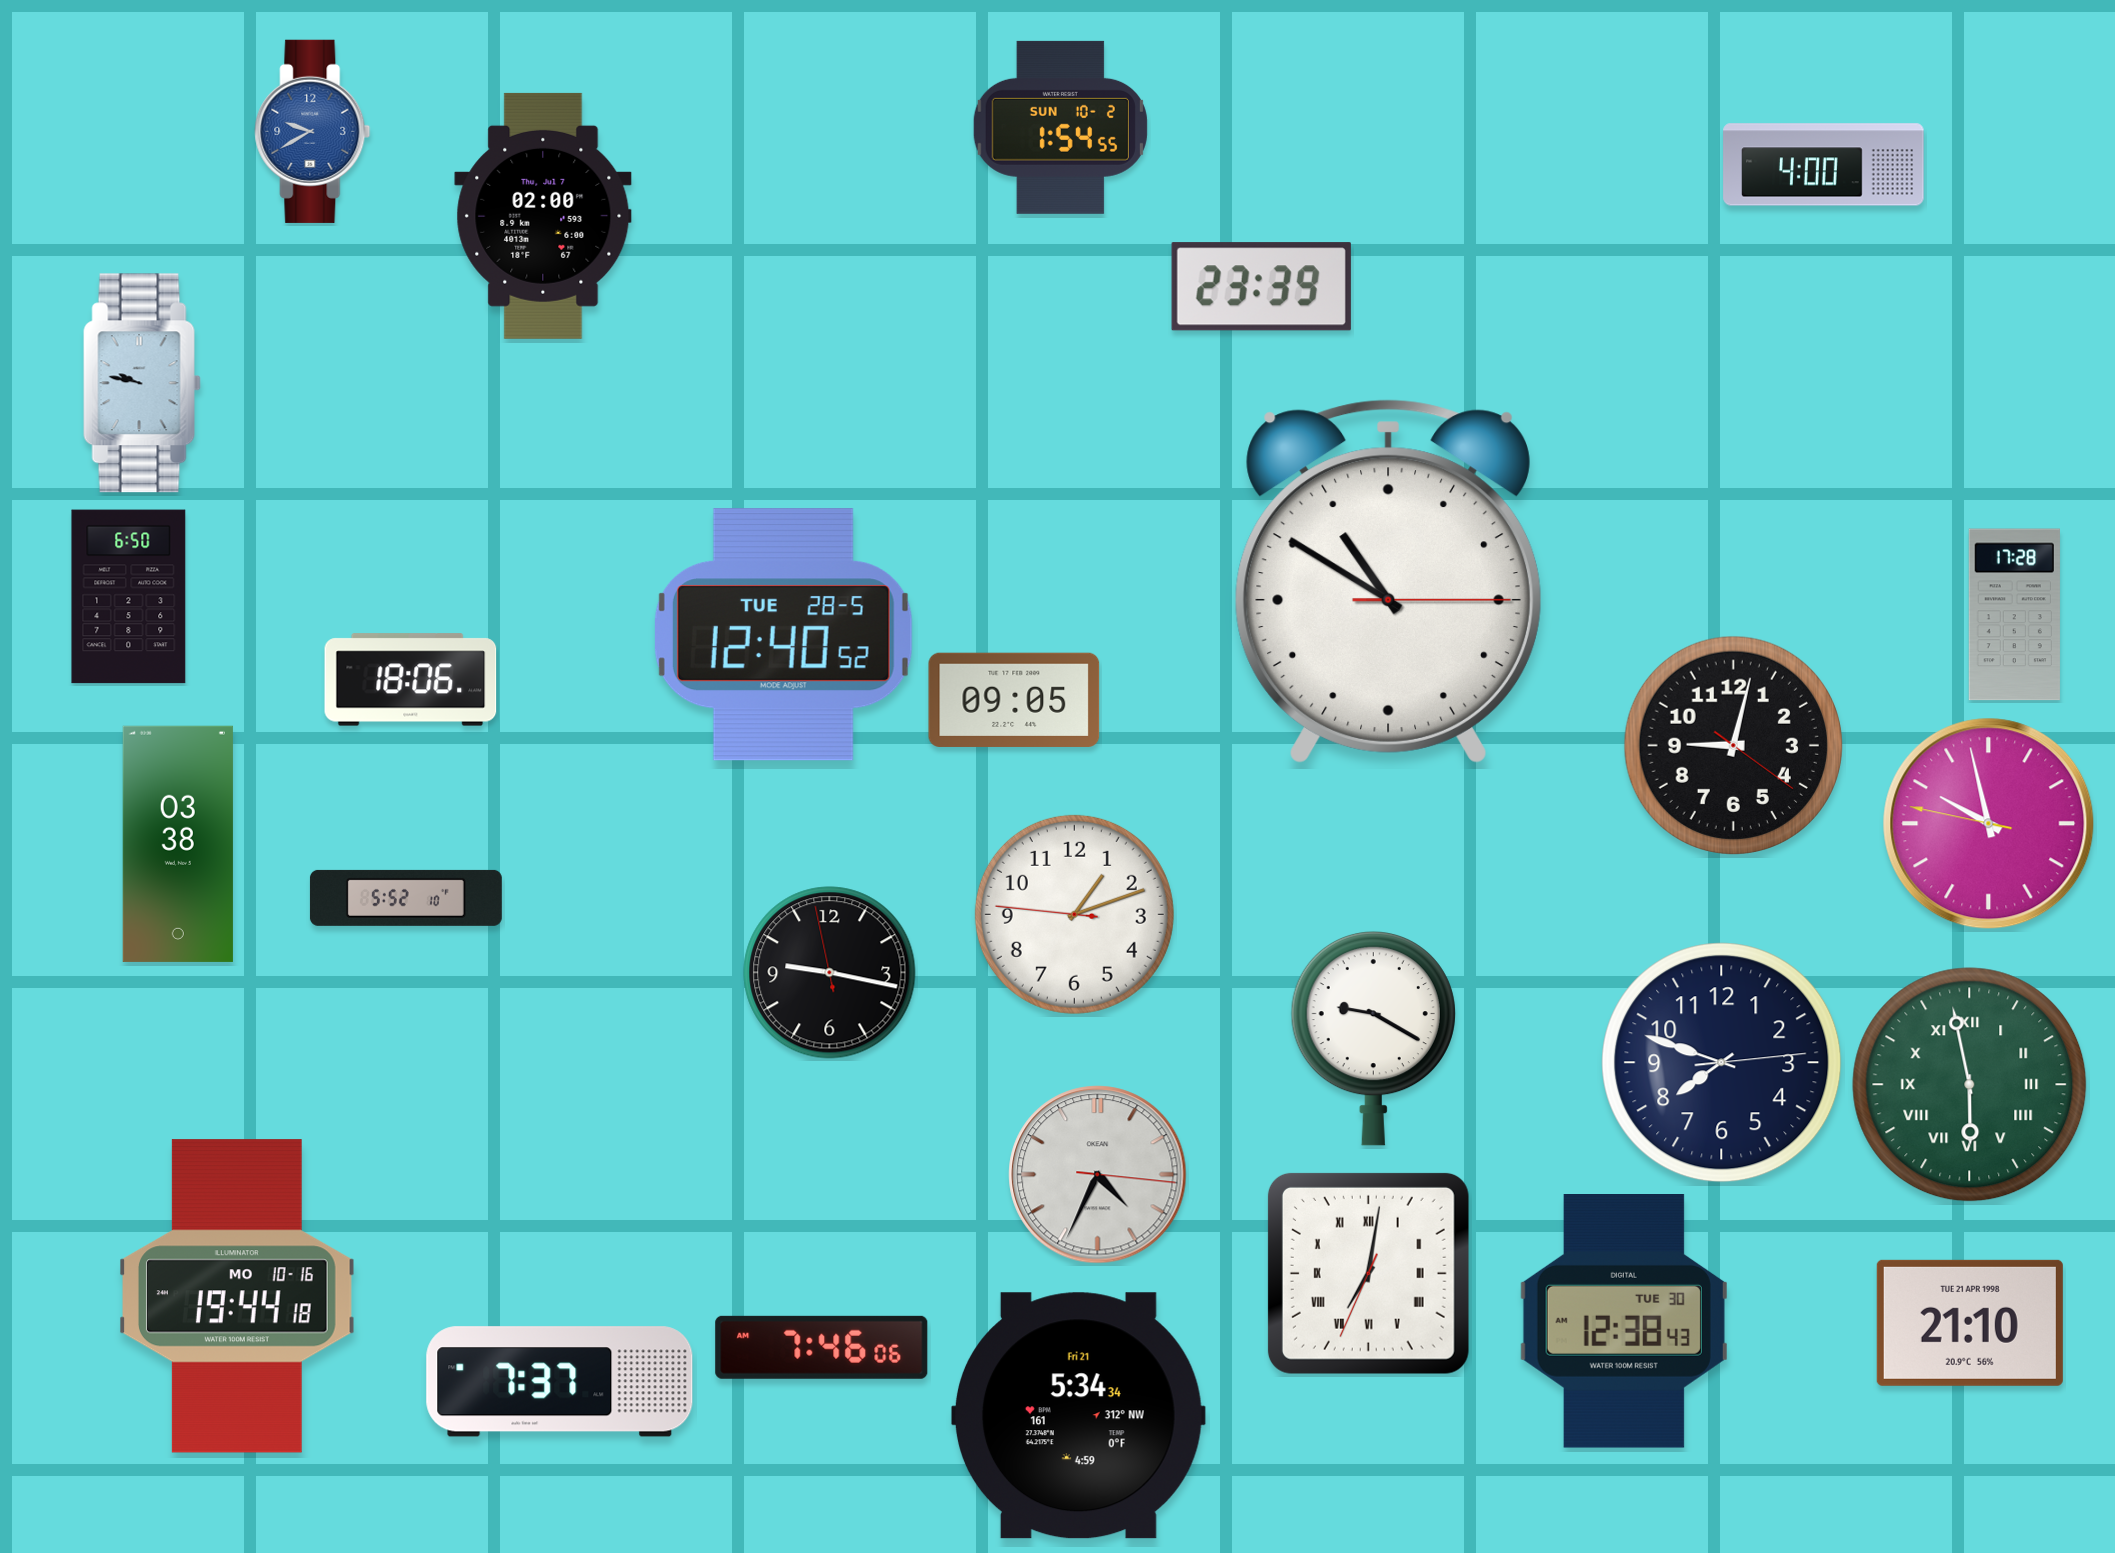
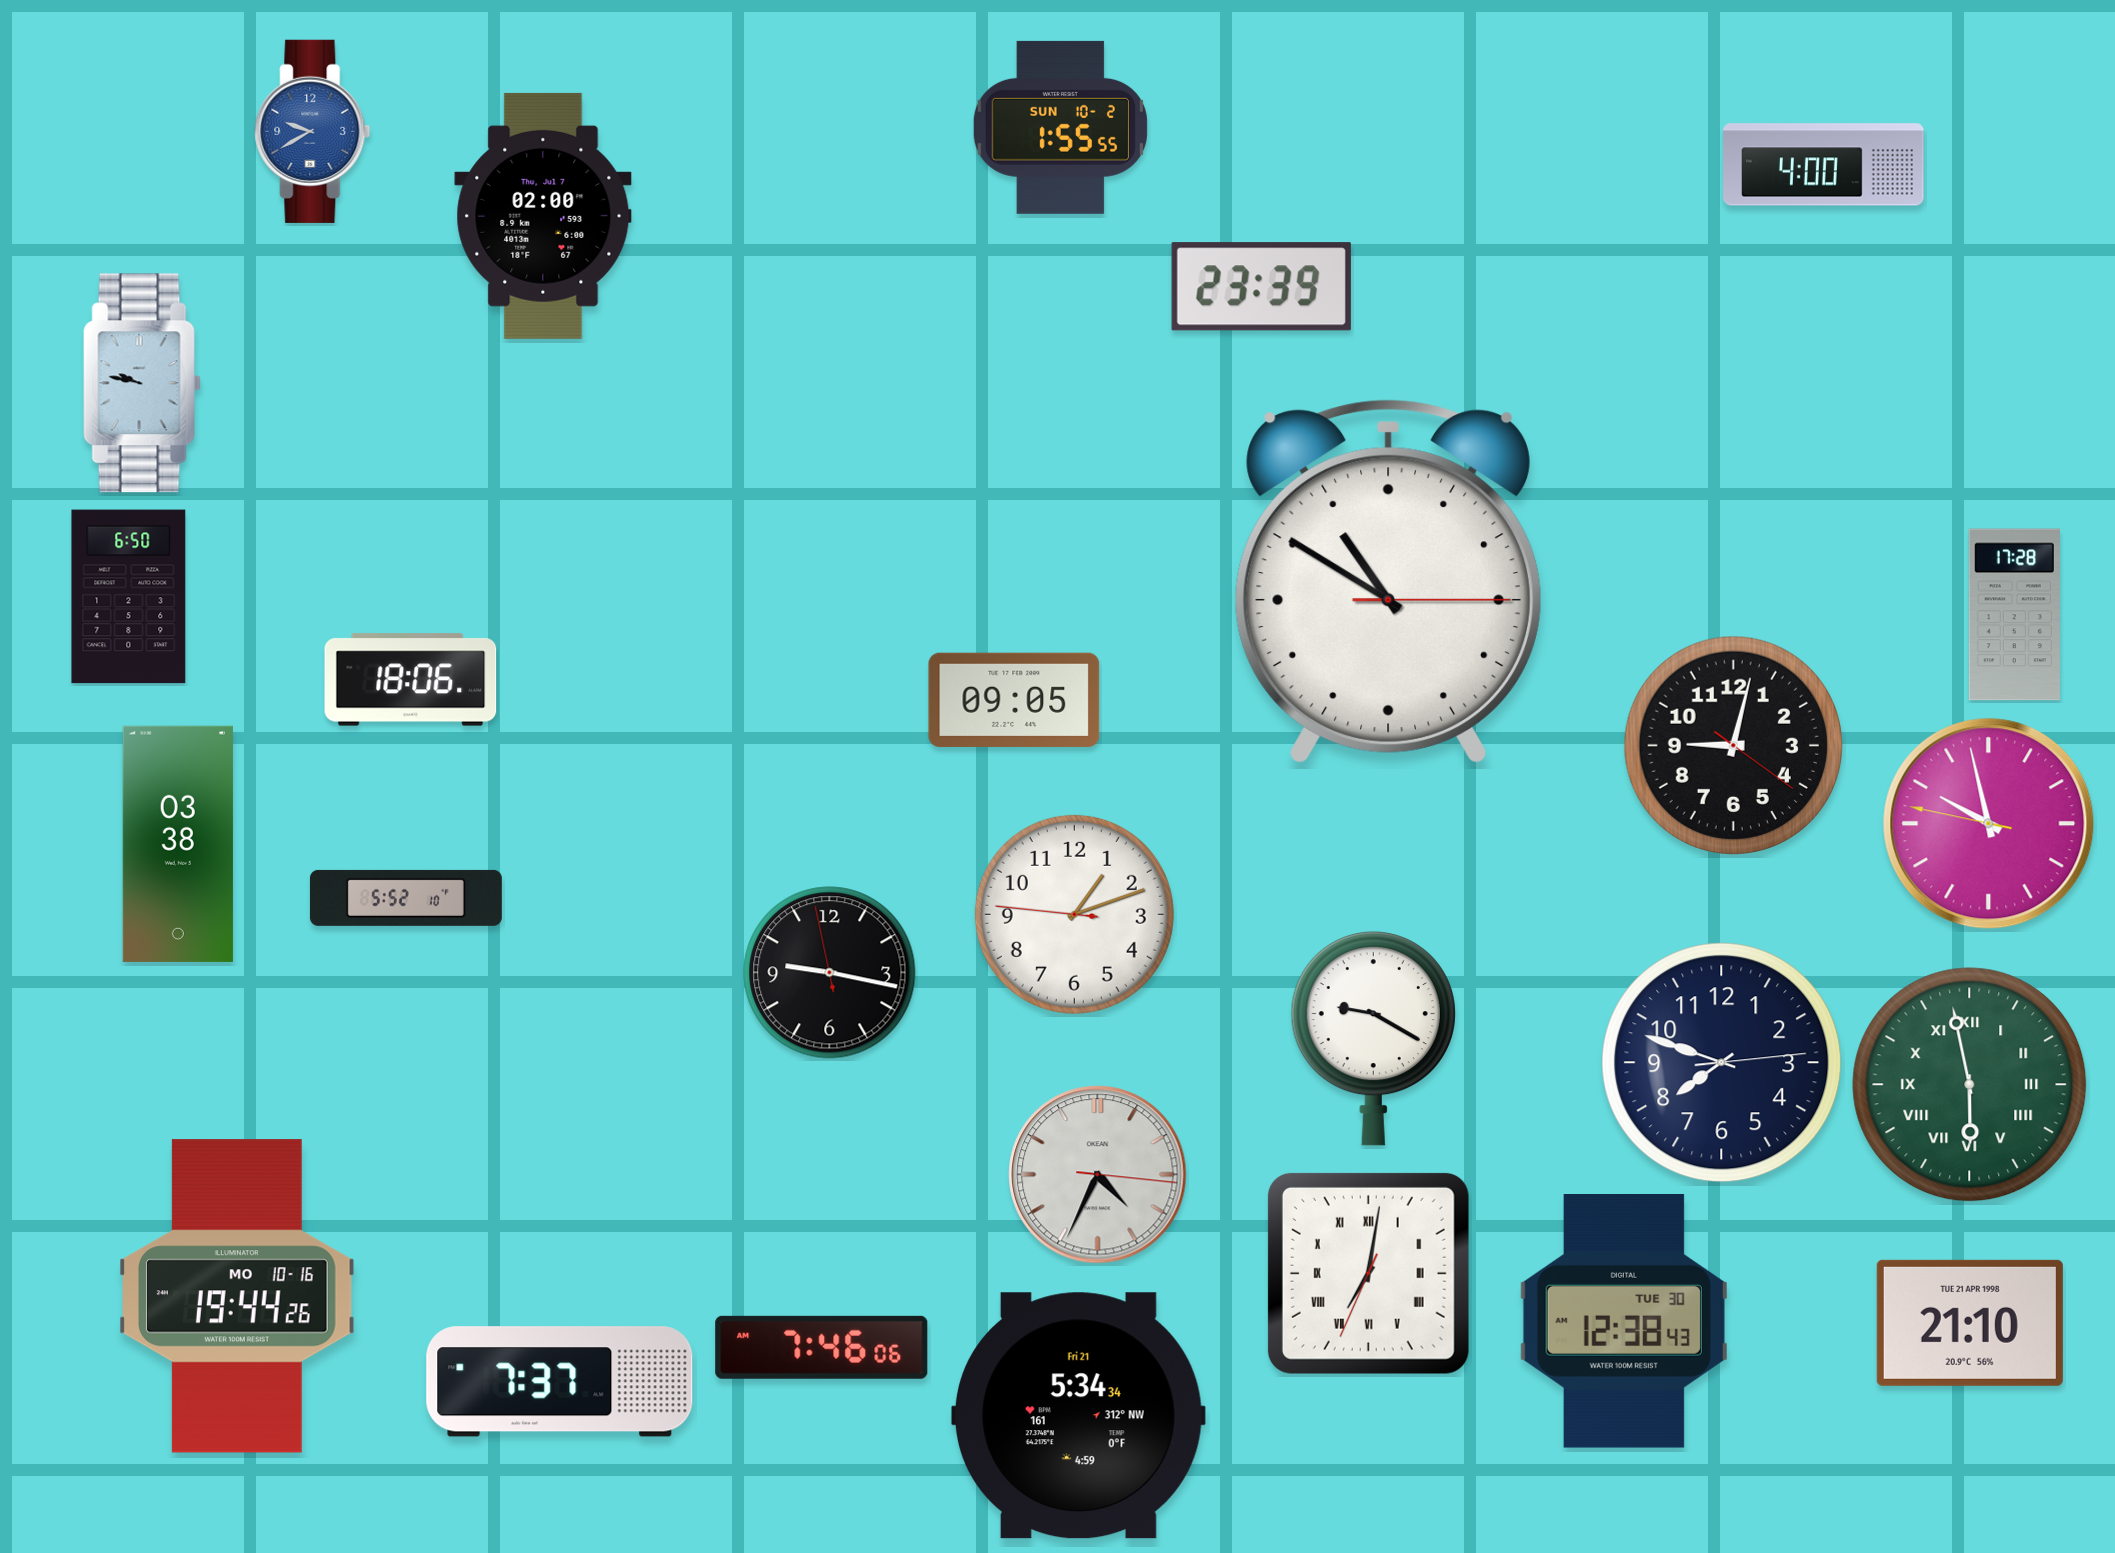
clock at (1060, 127): 1:54 -> 1:55
clock at (783, 635): 12:40 -> none
clock at (238, 1296): 19:44:18 -> 19:44:26
